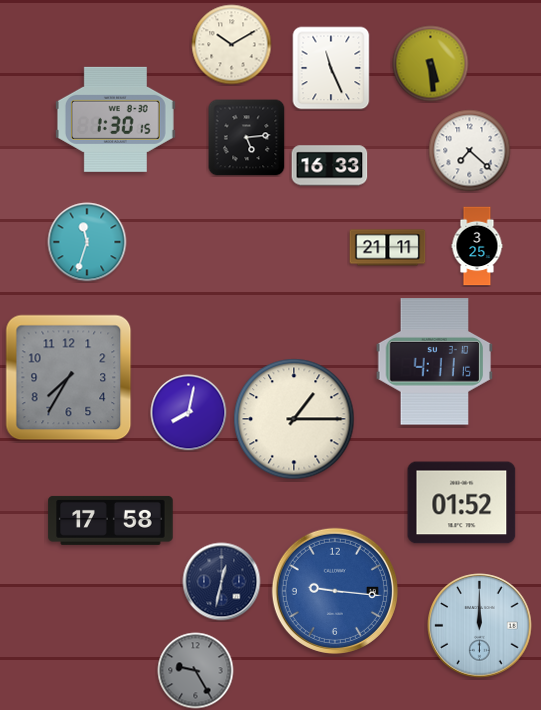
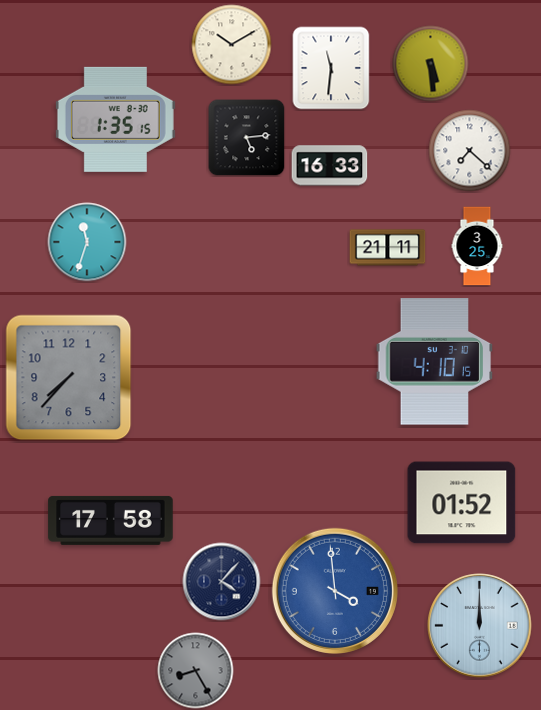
clock at (331, 68): 11:26 -> 11:31
clock at (115, 119): 1:30 -> 1:35
clock at (435, 362): 4:11 -> 4:10
clock at (69, 378): 7:35 -> 7:37
clock at (189, 413): 8:02 -> none
clock at (294, 419): 1:15 -> none
clock at (222, 582): 12:32 -> 4:07
clock at (335, 591): 9:16 -> 3:59
clock at (196, 671): 9:25 -> 8:25
